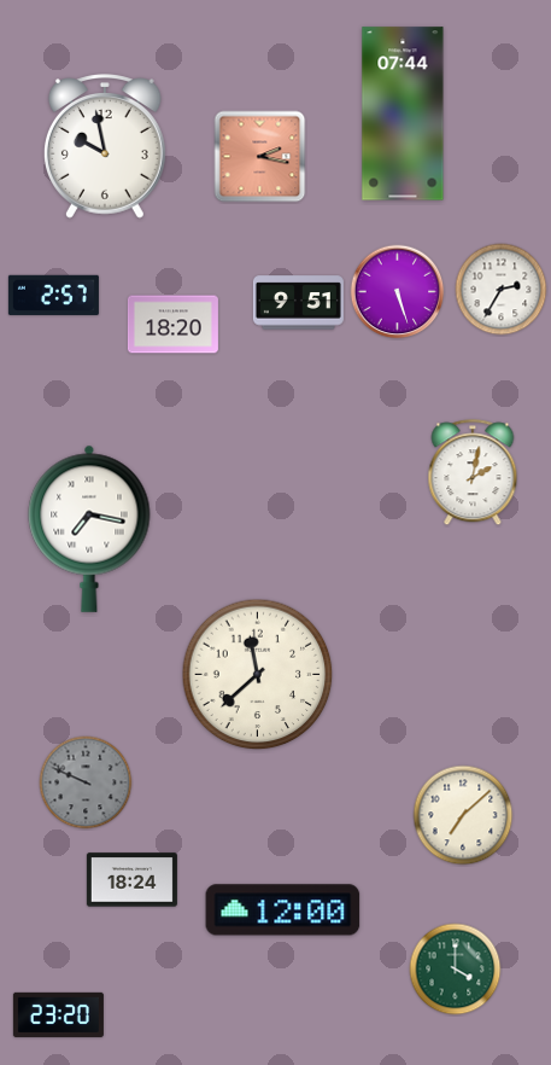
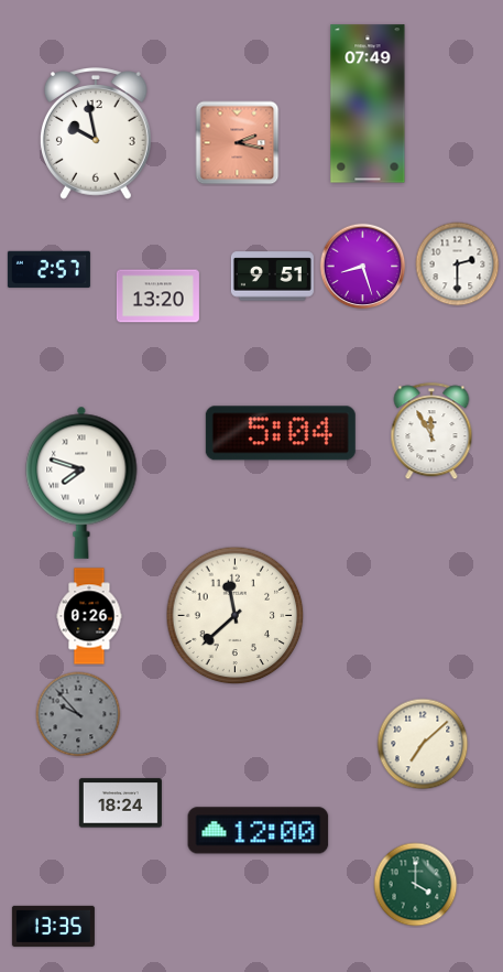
clock at (403, 114): 07:44 -> 07:49
clock at (502, 290): 2:35 -> 2:30
clock at (398, 292): 5:27 -> 8:27
clock at (172, 325): 18:20 -> 13:20
clock at (473, 473): 2:02 -> 11:55
clock at (281, 433): none -> 5:04
clock at (89, 529): 7:17 -> 7:48
clock at (89, 616): none -> 0:26
clock at (86, 782): 9:49 -> 9:53
clock at (58, 1014): 23:20 -> 13:35
